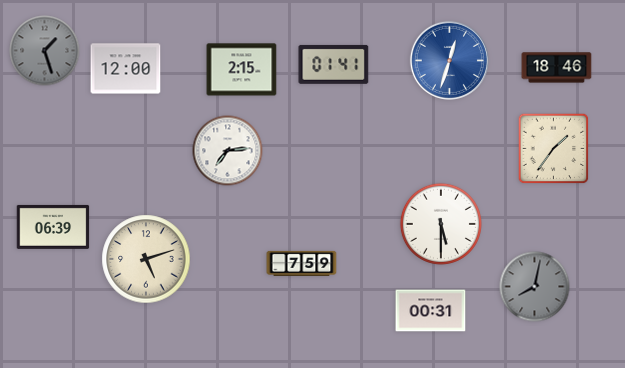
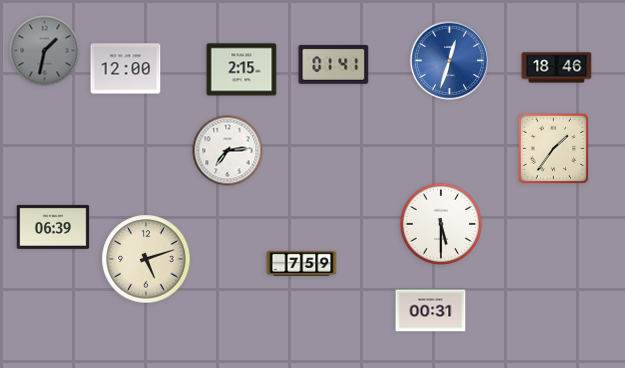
clock at (45, 51): 1:27 -> 1:32
clock at (535, 287): 8:02 -> none
